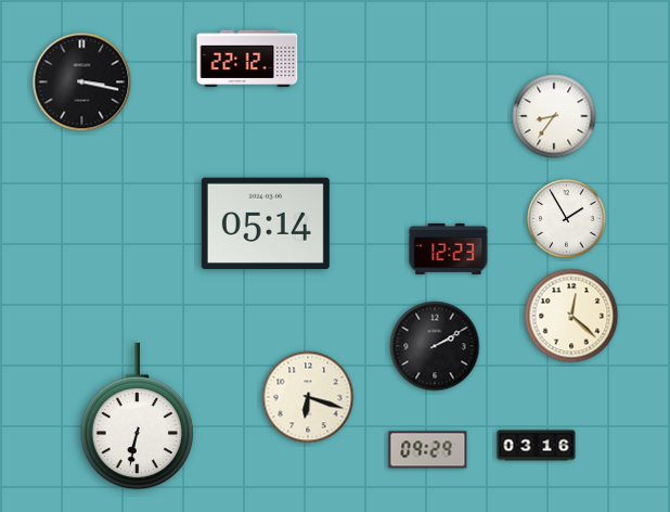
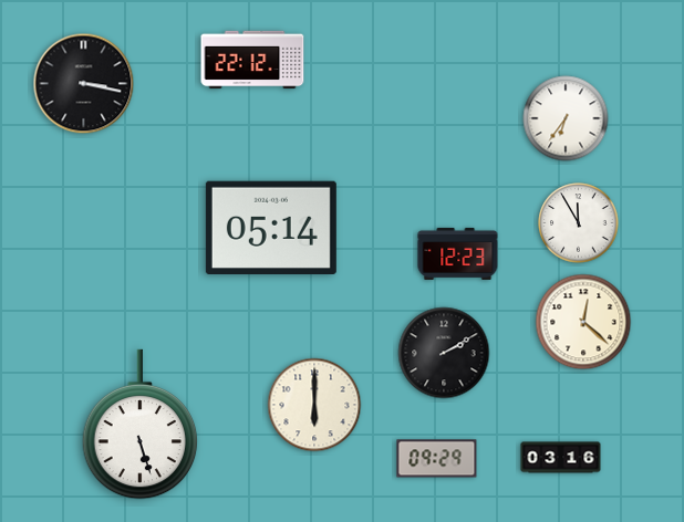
clock at (554, 116): 8:36 -> 6:36
clock at (567, 219): 1:55 -> 11:55
clock at (308, 397): 6:18 -> 6:00
clock at (138, 417): 6:32 -> 5:27
clock at (537, 446) position: (537, 446) -> (561, 458)
